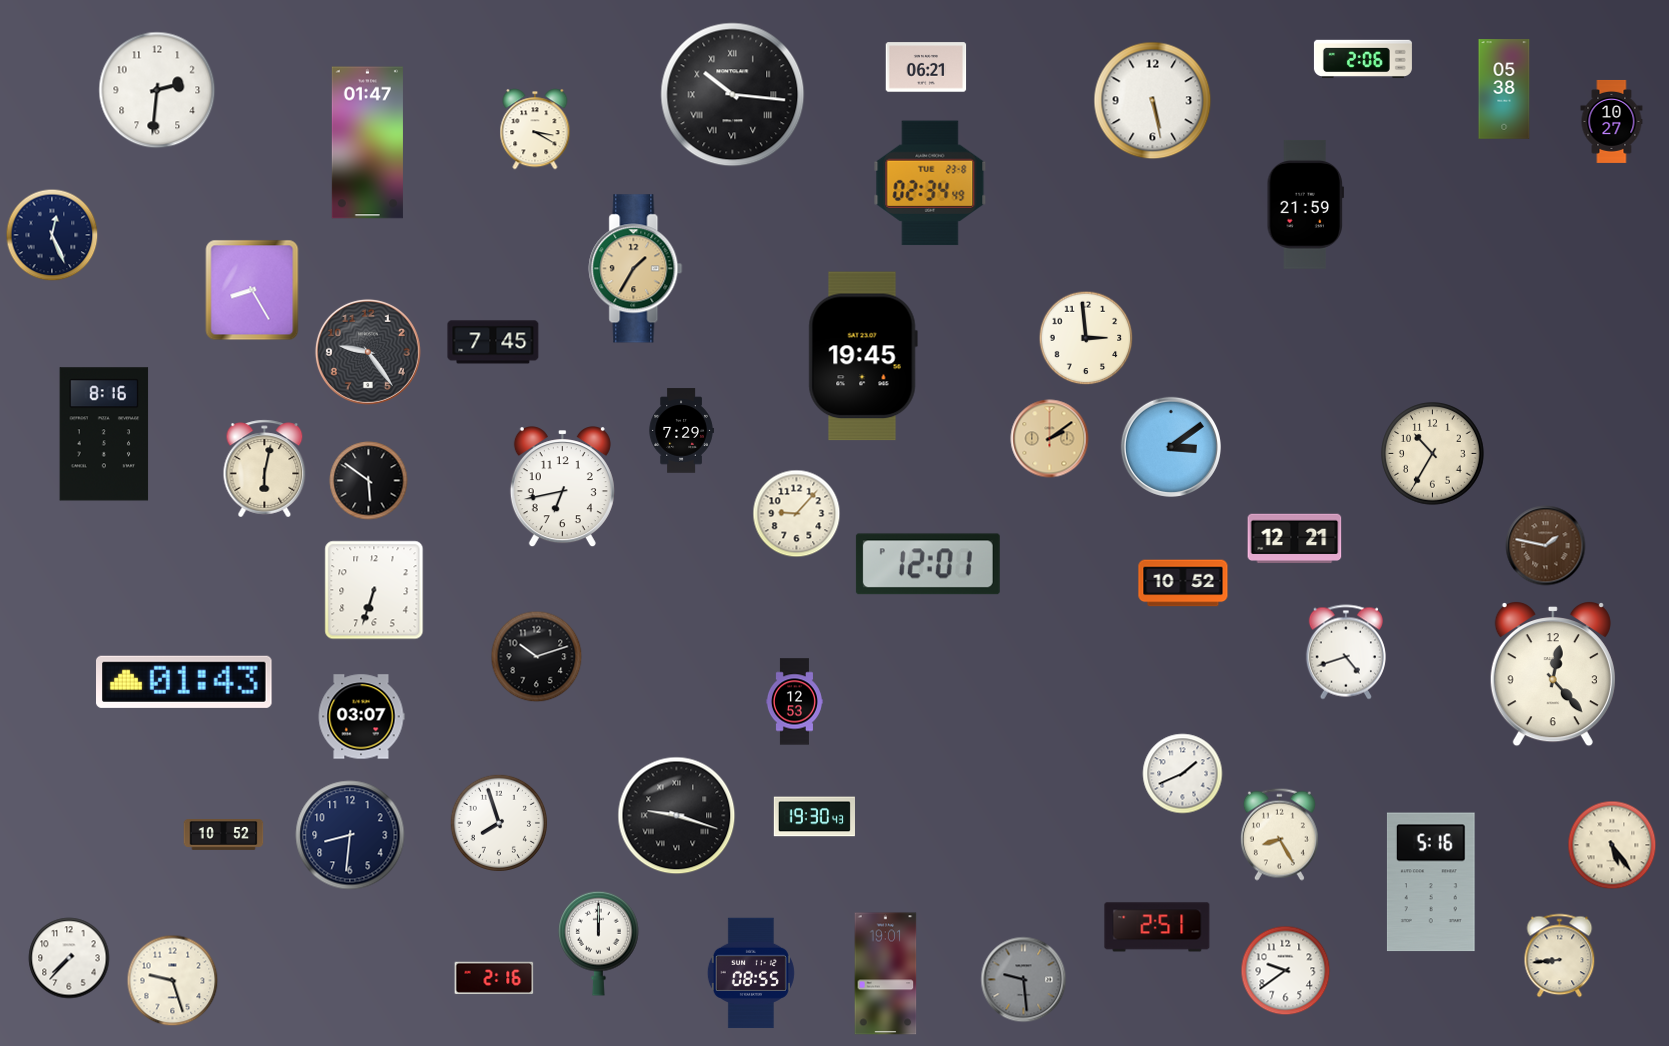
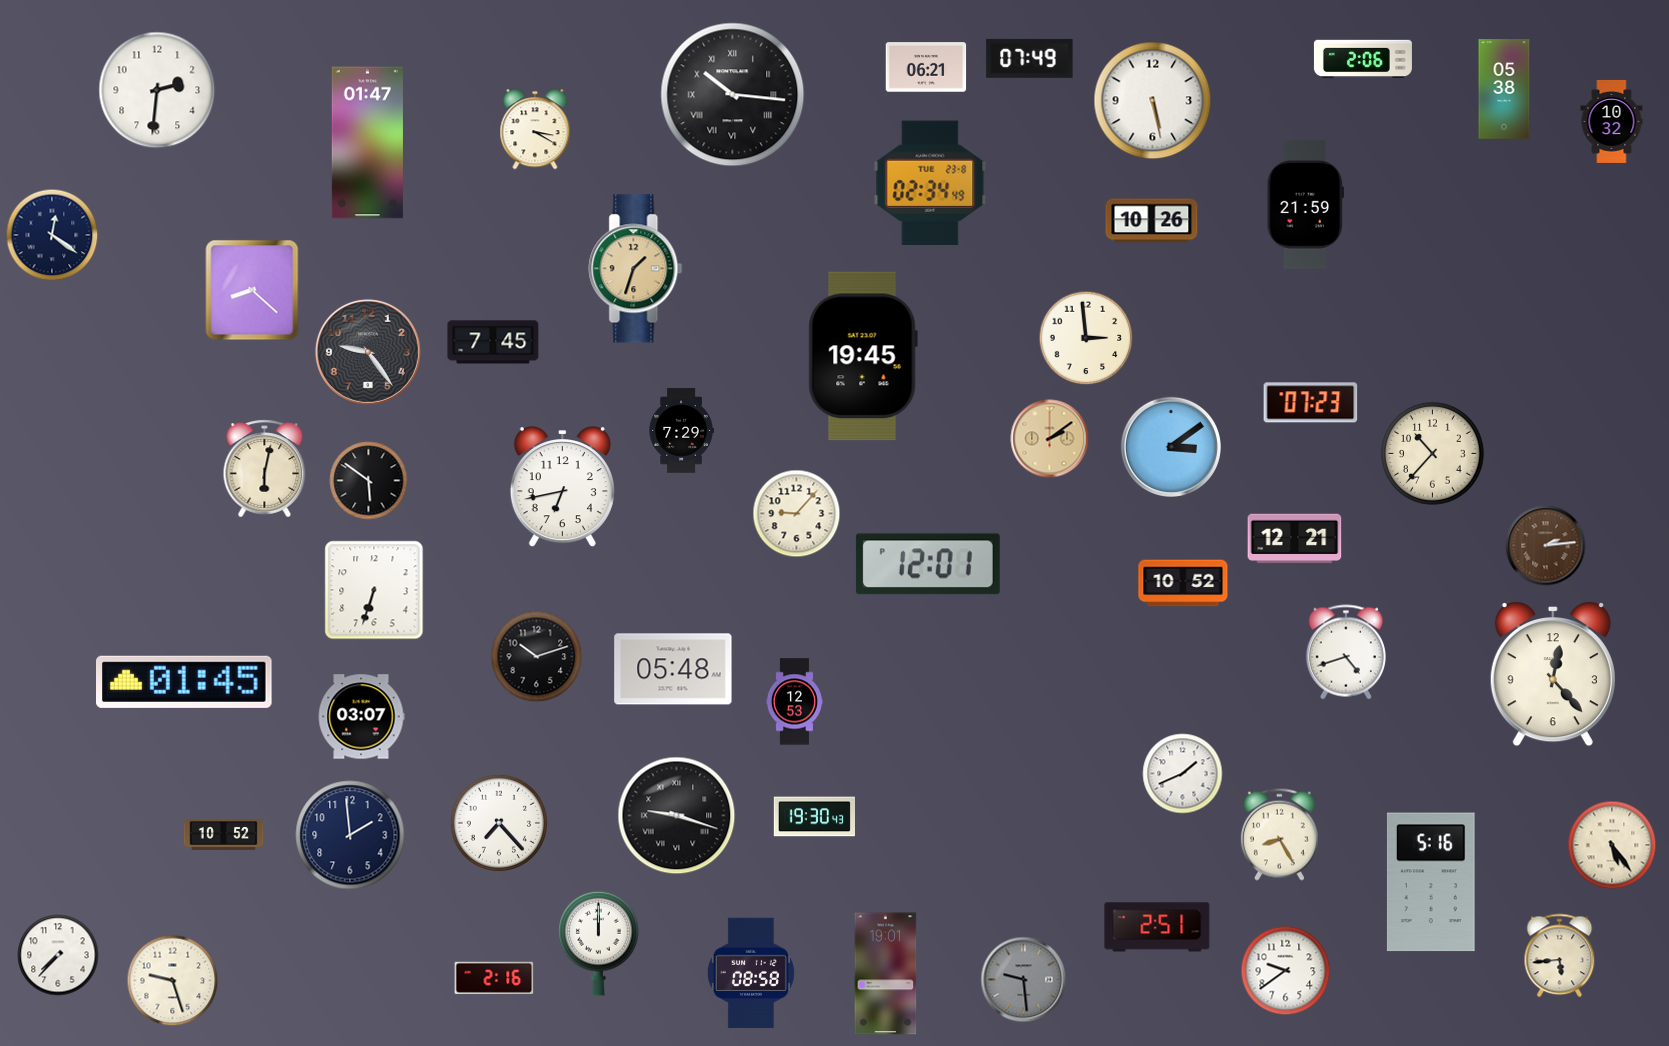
clock at (1030, 58): none -> 07:49
clock at (1612, 121): 10:27 -> 10:32
clock at (1152, 221): none -> 10:26
clock at (52, 235): 12:26 -> 12:21
clock at (636, 269): 1:35 -> 1:33
clock at (252, 290): 8:25 -> 8:22
clock at (1311, 403): none -> 07:23
clock at (104, 434): 8:16 -> none
clock at (1433, 454): 10:35 -> 10:37
clock at (1546, 546): 1:47 -> 2:14
clock at (673, 669): none -> 05:48
clock at (185, 682): 01:43 -> 01:45
clock at (499, 823): 7:57 -> 7:23
clock at (350, 835): 8:31 -> 1:59
clock at (1560, 956): 8:44 -> 5:44
clock at (69, 958) position: (69, 958) -> (58, 955)
clock at (751, 973): 08:55 -> 08:58
